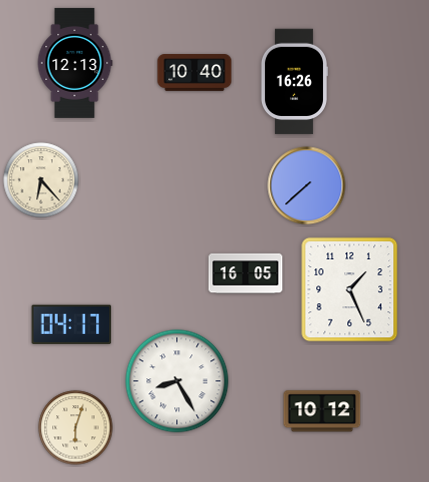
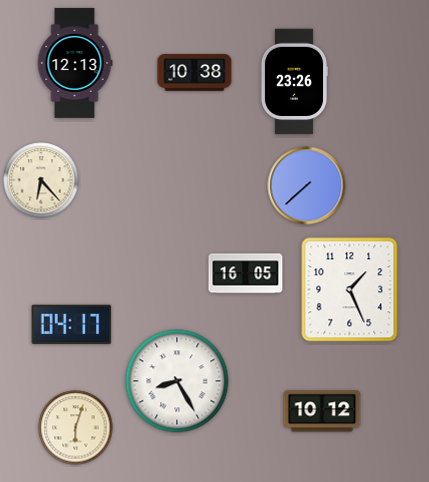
clock at (195, 73): 10:40 -> 10:38
clock at (293, 82): 16:26 -> 23:26
